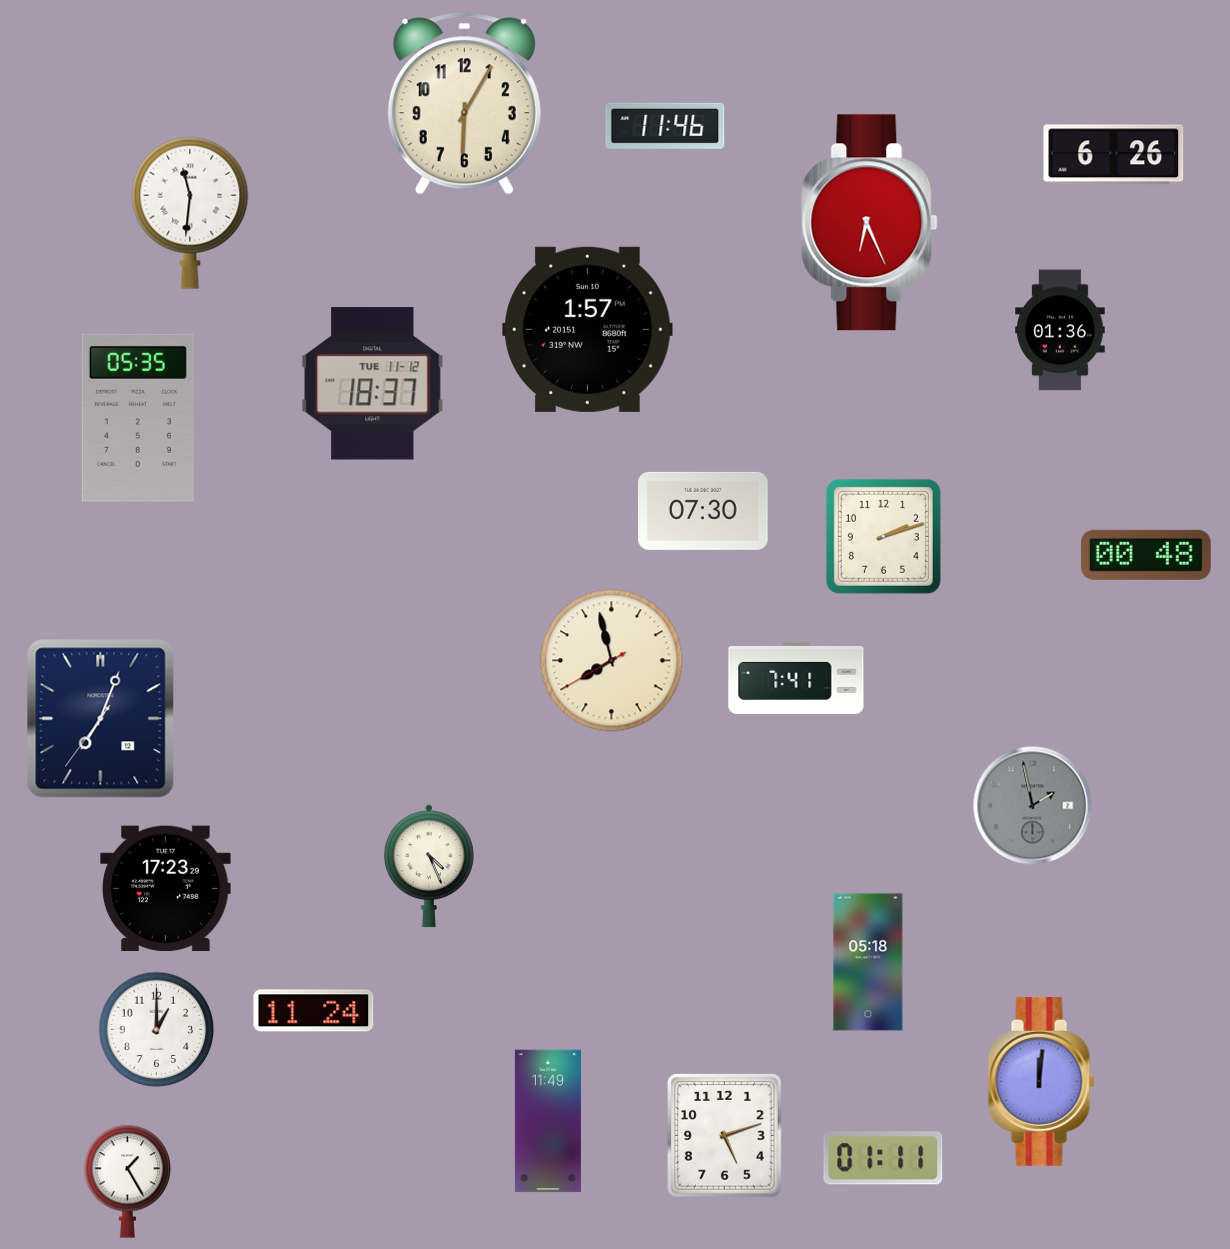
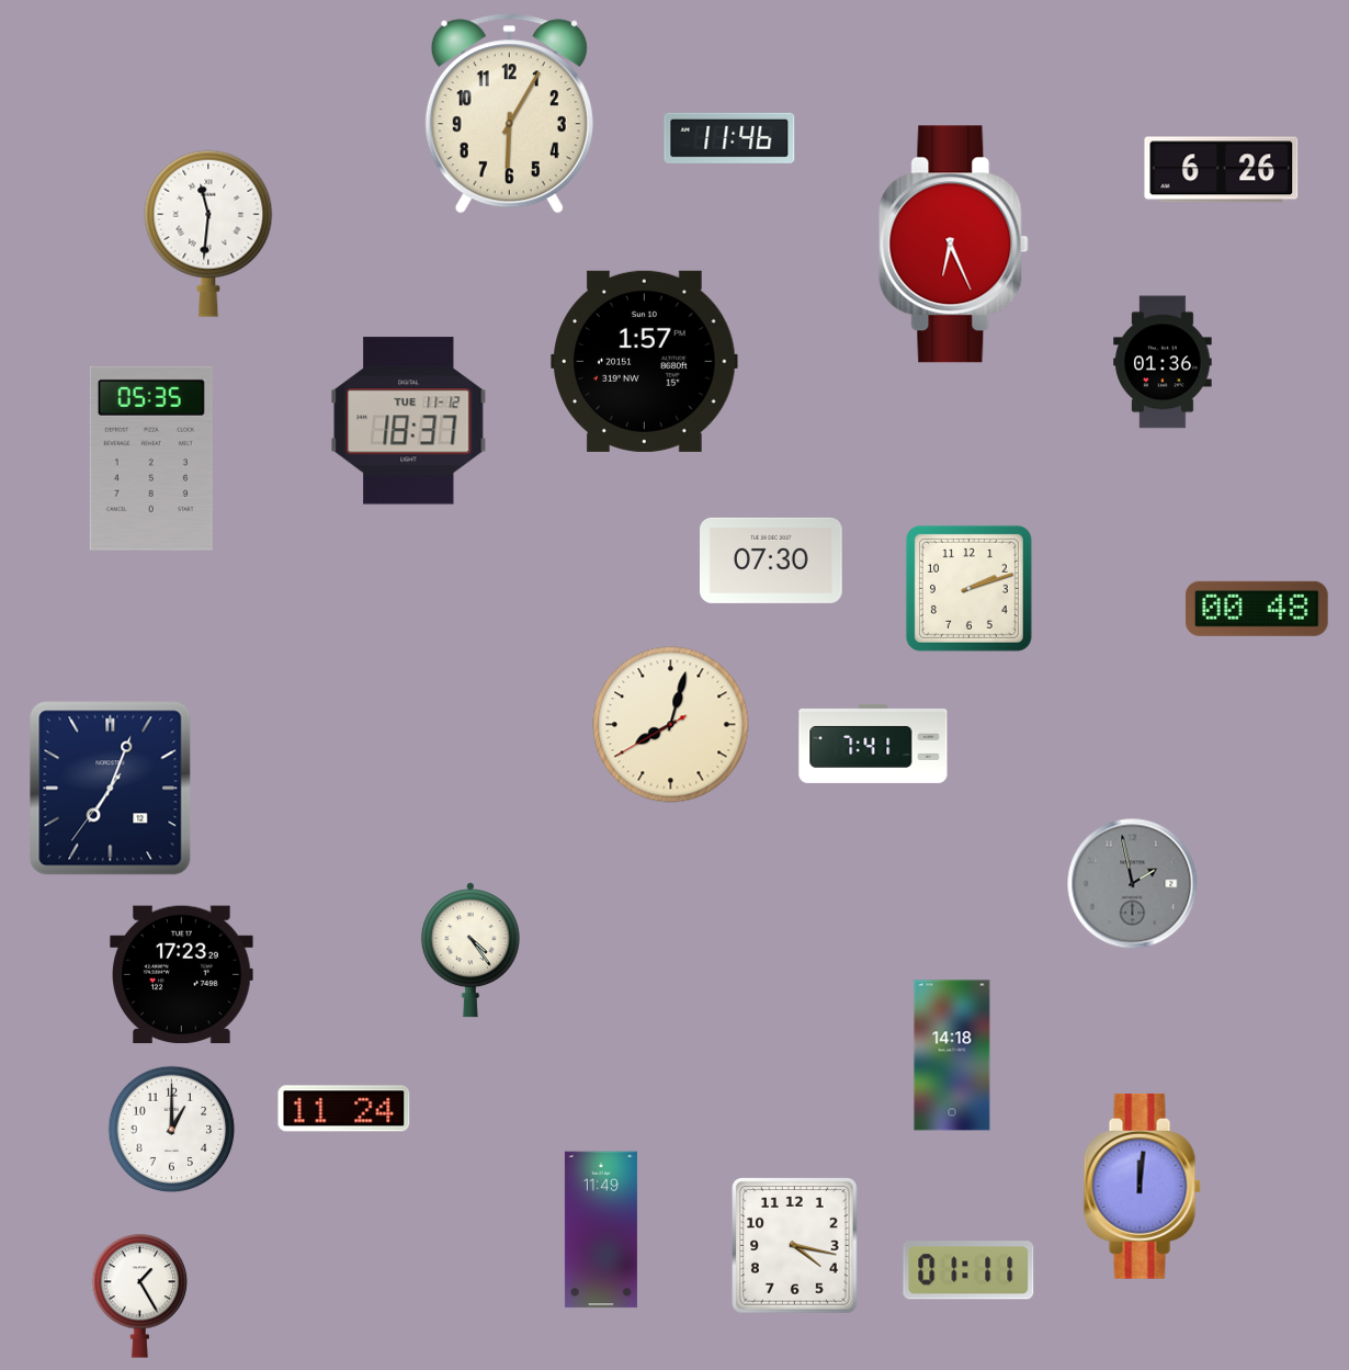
clock at (612, 661): 7:57 -> 8:02
clock at (429, 866): 4:26 -> 4:24
clock at (868, 962): 05:18 -> 14:18
clock at (725, 1136): 5:12 -> 4:17
